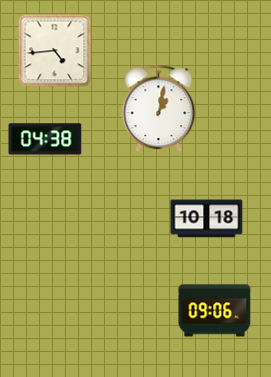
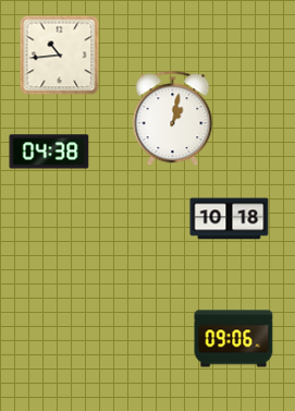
clock at (55, 51): 4:44 -> 10:44
clock at (207, 219) position: (207, 219) -> (230, 219)
